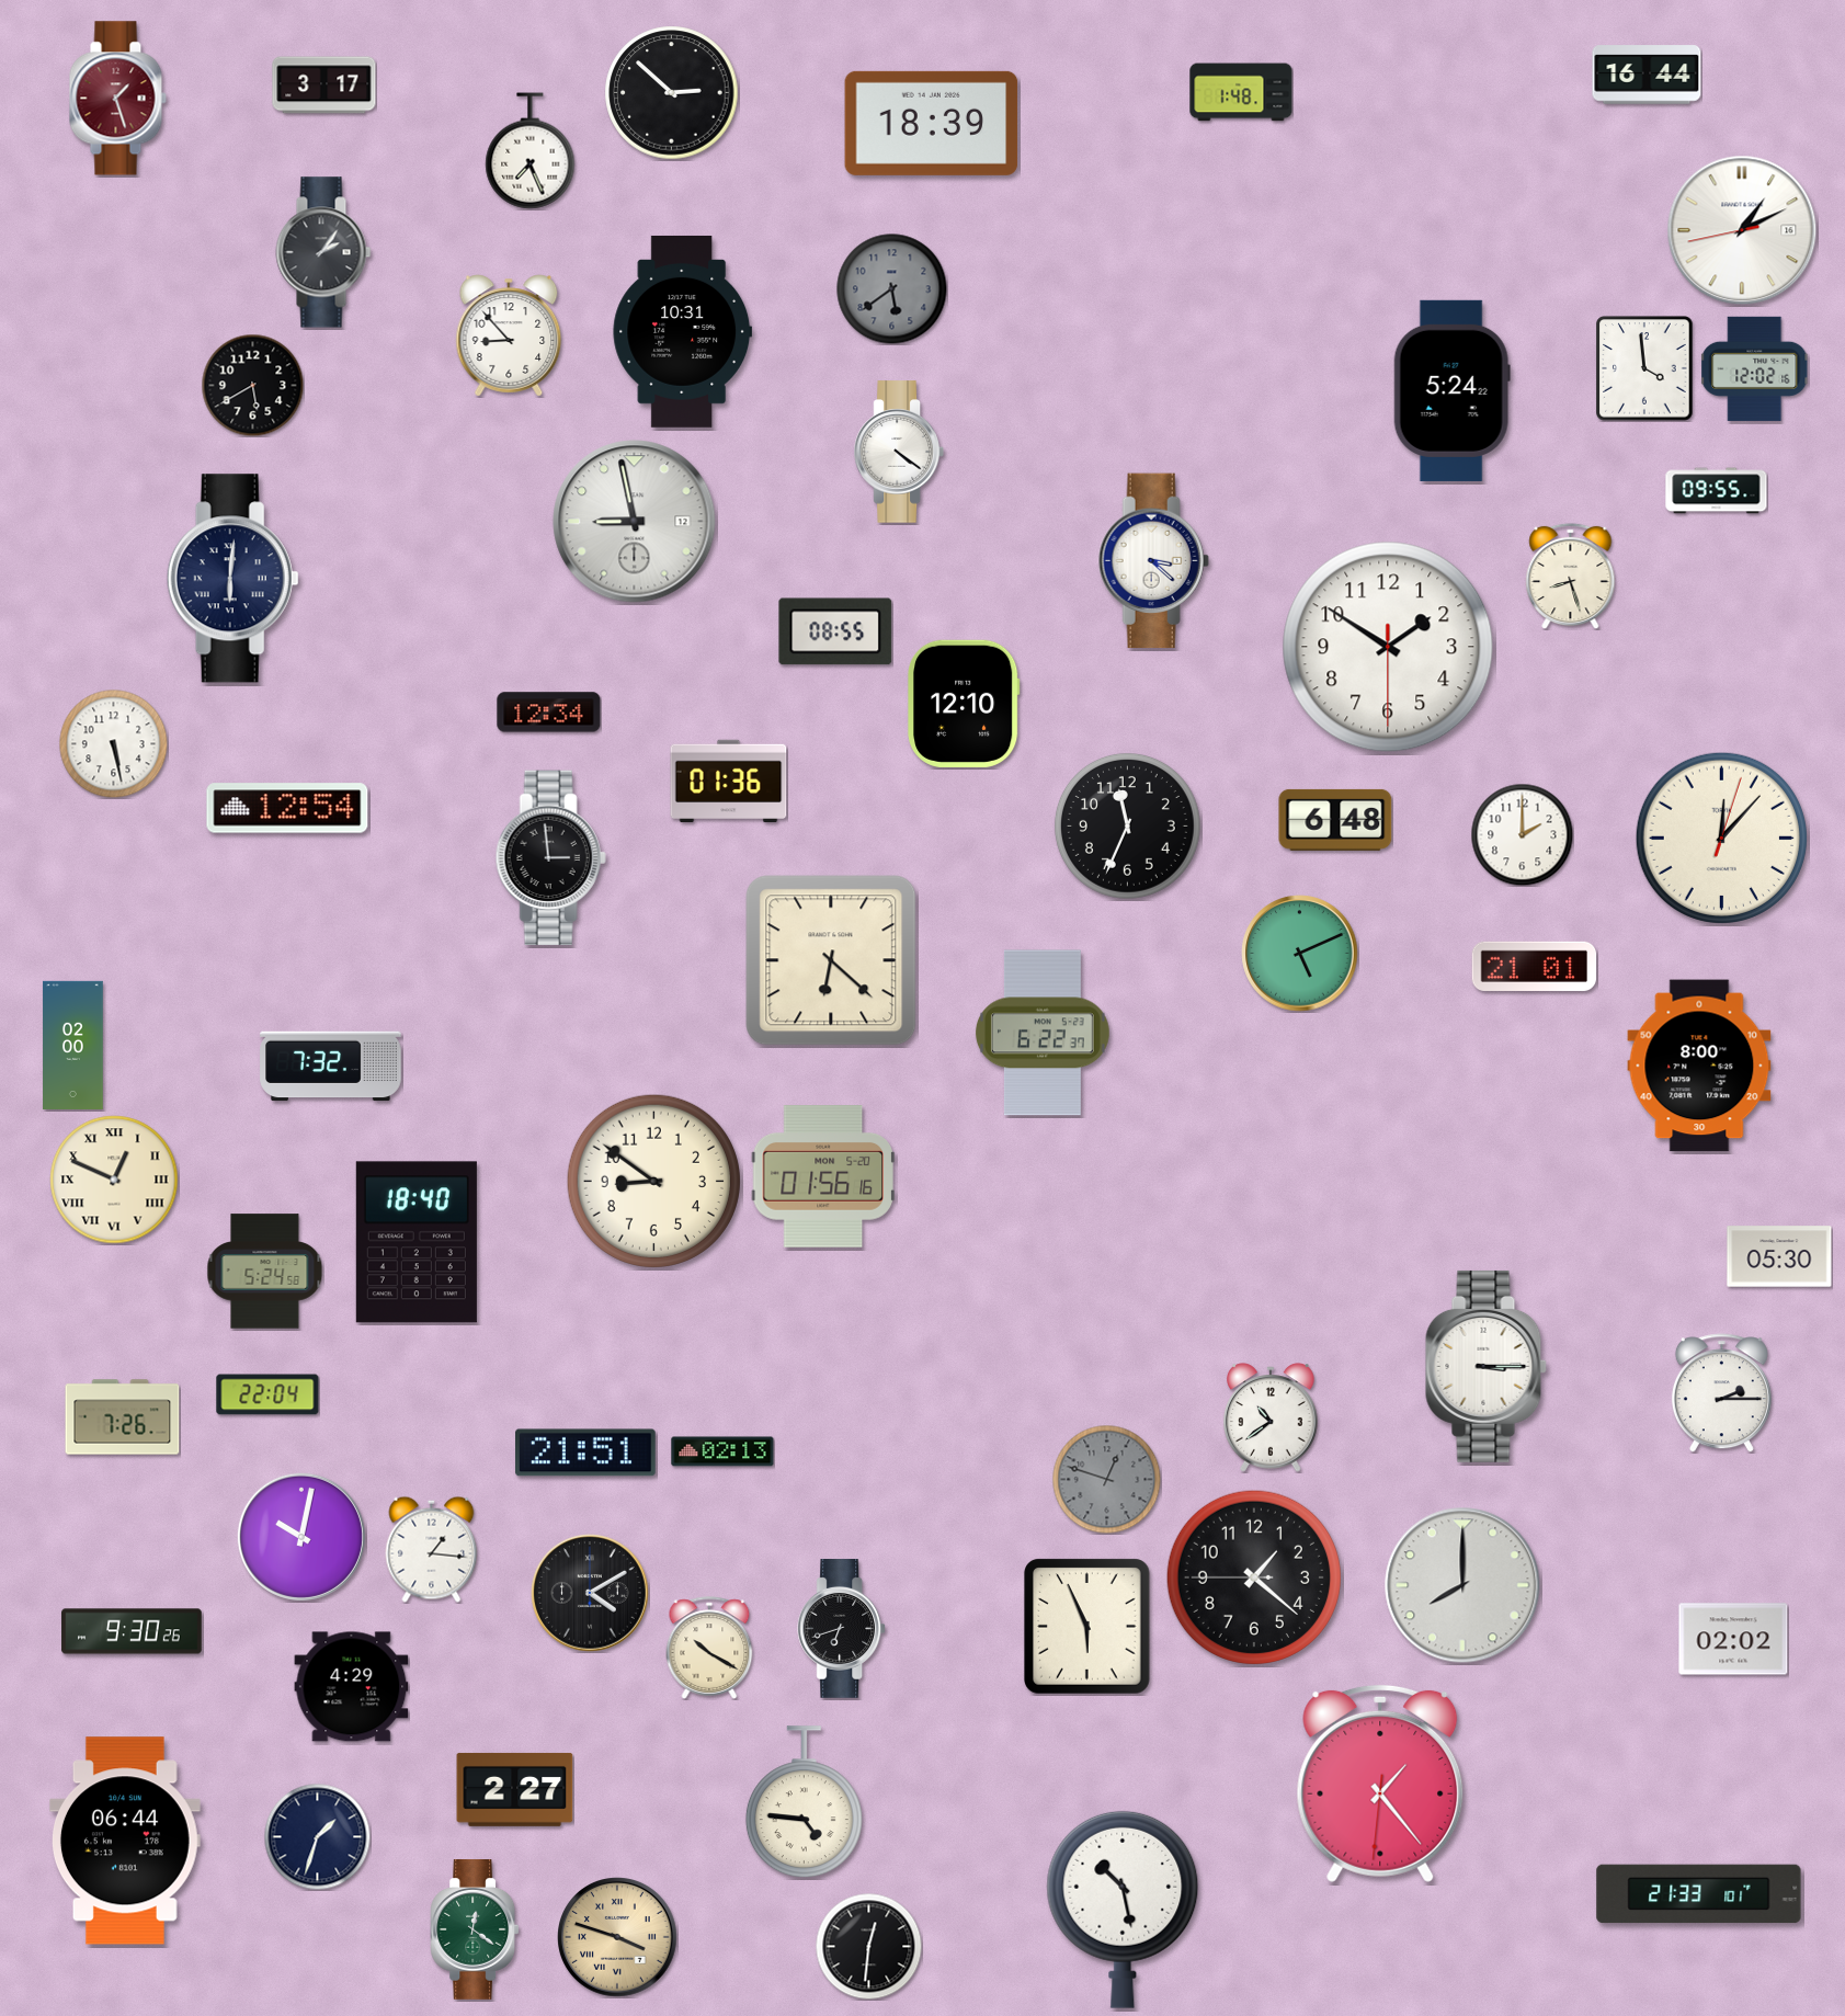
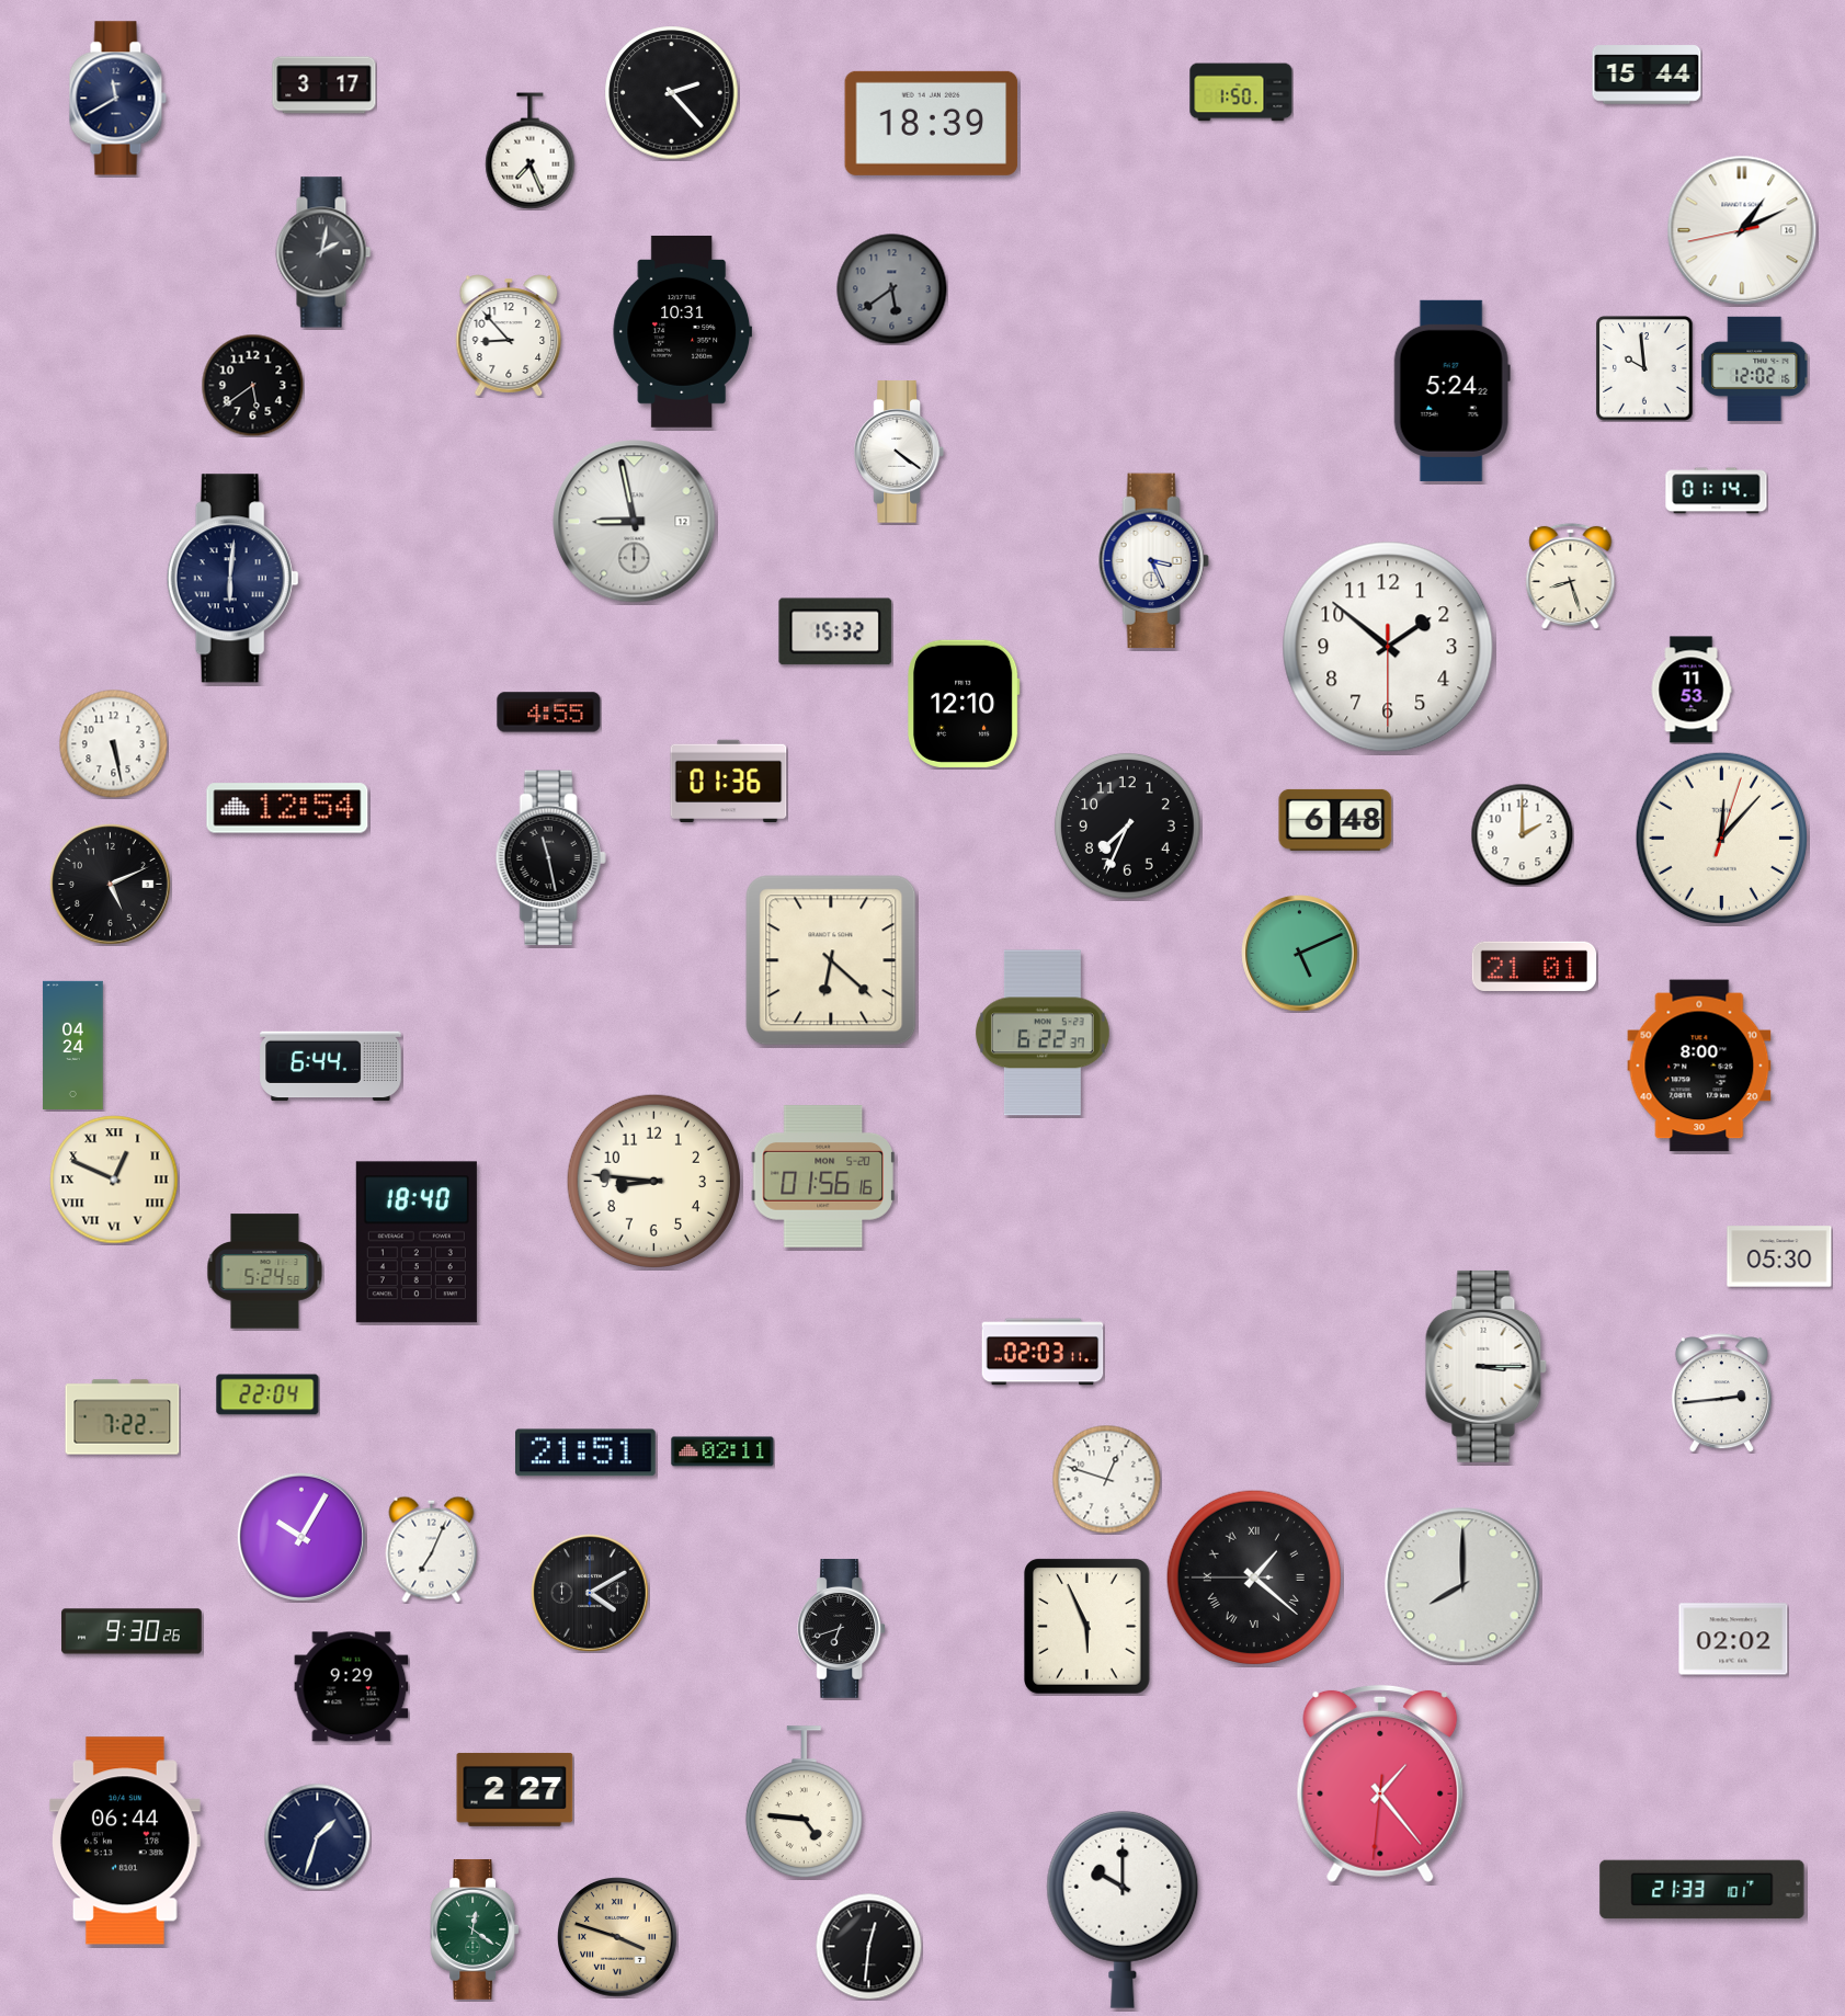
clock at (1647, 75): 16:44 -> 15:44
clock at (1241, 92): 1:48 -> 1:50
clock at (672, 93): 2:52 -> 2:23
clock at (117, 99): 1:27 -> 11:40
clock at (117, 99) dial: burgundy -> navy
clock at (323, 252): 2:06 -> 2:02
clock at (1644, 368): 3:59 -> 9:59
clock at (252, 385): 5:40 -> 5:39
clock at (1717, 491): 09:55 -> 01:14
clock at (1153, 561): 3:22 -> 3:26
clock at (835, 631): 08:55 -> 15:32
clock at (1388, 647): 1:50 -> 1:51
clock at (1692, 690): none -> 11:53
clock at (549, 713): 12:34 -> 4:55
clock at (1127, 825): 11:34 -> 7:34
clock at (550, 858): 2:59 -> 11:28
clock at (111, 885): none -> 5:11
clock at (73, 1045): 02:00 -> 04:24
clock at (331, 1067): 7:32 -> 6:44
clock at (653, 1181): 8:51 -> 8:46
clock at (1043, 1352): none -> 02:03
clock at (1721, 1393): 2:15 -> 2:44
clock at (123, 1417): 7:26 -> 7:22
clock at (1271, 1417): 10:39 -> none
clock at (722, 1451): 02:13 -> 02:11
clock at (1107, 1480) dial: grey -> white
clock at (301, 1537): 10:02 -> 10:05
clock at (432, 1549): 1:16 -> 7:04
clock at (1254, 1578) numerals: Arabic -> Roman
clock at (709, 1648): 10:20 -> none
clock at (352, 1687): 4:29 -> 9:29
clock at (1699, 1894) position: (1699, 1894) -> (1702, 1890)
clock at (1123, 1910): 10:28 -> 10:00
